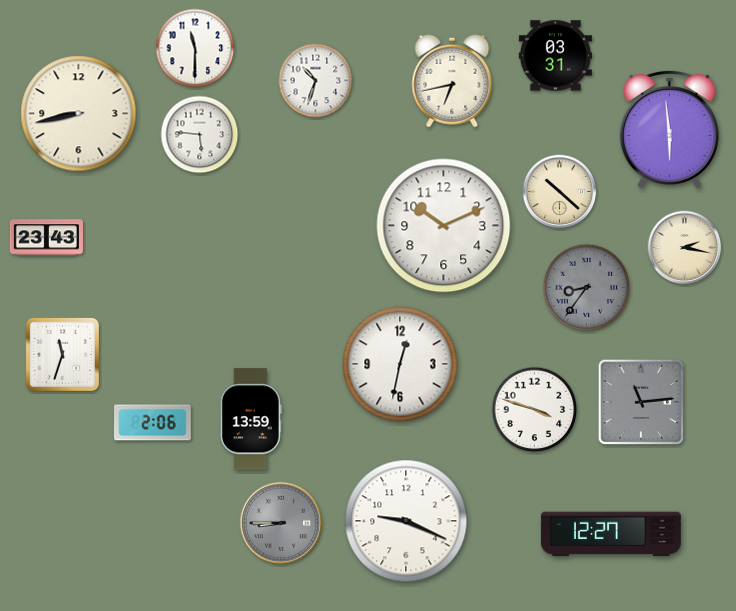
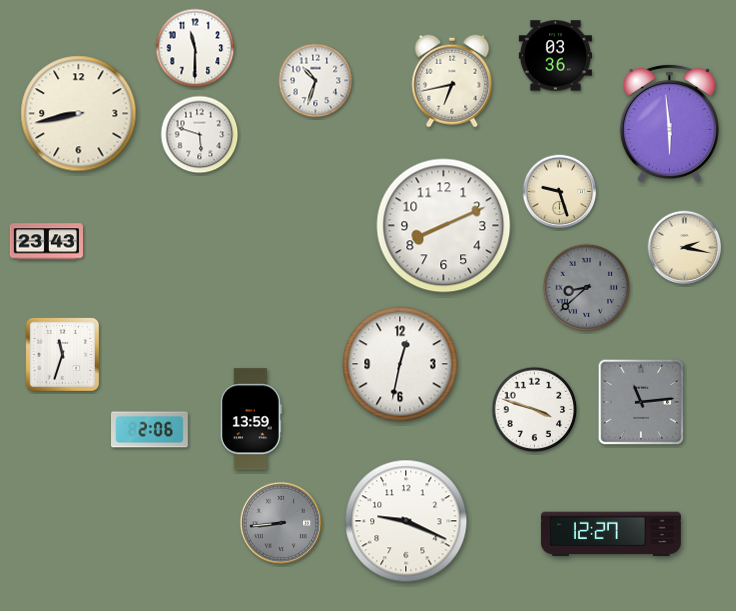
clock at (555, 56): 03:31 -> 03:36
clock at (669, 129) position: (669, 129) -> (669, 123)
clock at (200, 135): 5:46 -> 5:48
clock at (560, 192): 10:22 -> 9:27
clock at (444, 226): 10:11 -> 8:11
clock at (46, 238) position: (46, 238) -> (46, 242)
clock at (587, 288): 8:36 -> 8:38
clock at (153, 423) position: (153, 423) -> (150, 430)
clock at (281, 523): 8:45 -> 8:44
